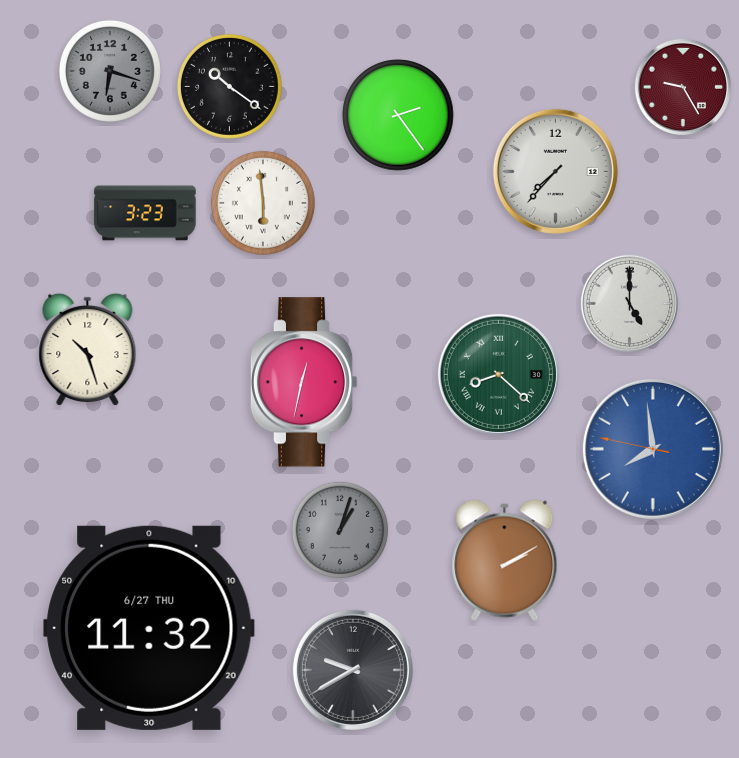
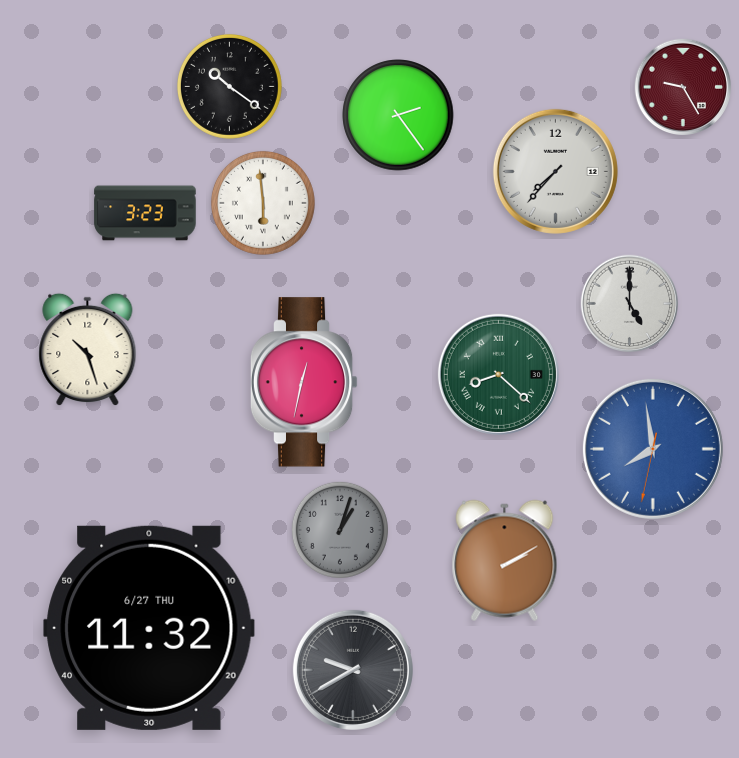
clock at (110, 71): 6:18 -> none
clock at (653, 449): 7:58:47 -> 7:58:32
